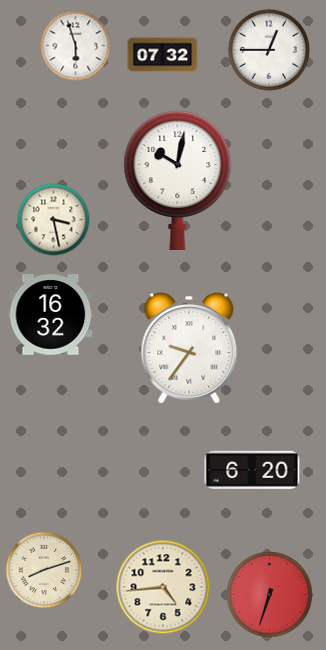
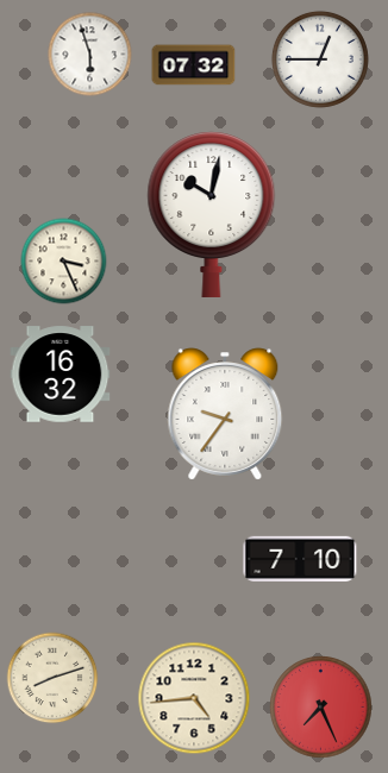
clock at (54, 220): 3:28 -> 3:26
clock at (252, 470): 6:20 -> 7:10
clock at (270, 595): 6:33 -> 7:26
